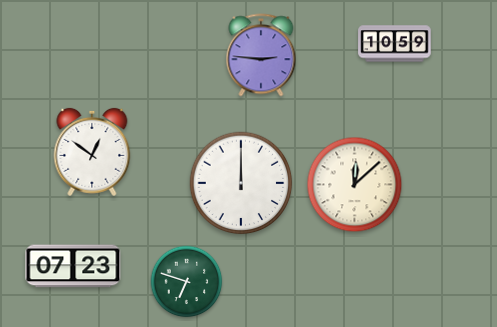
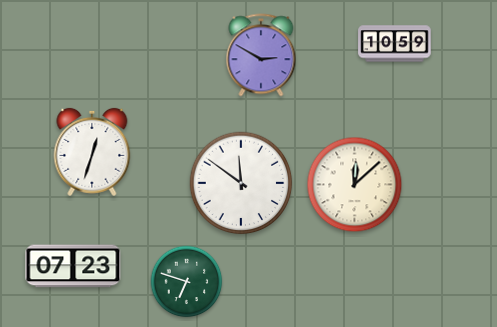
clock at (261, 55): 2:46 -> 2:50
clock at (92, 152): 12:51 -> 12:33
clock at (241, 183): 12:00 -> 11:51
